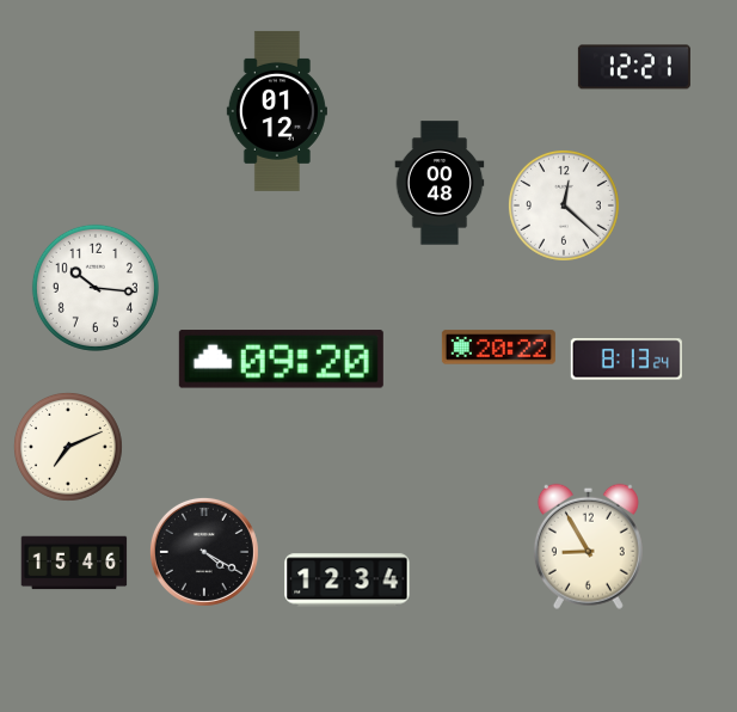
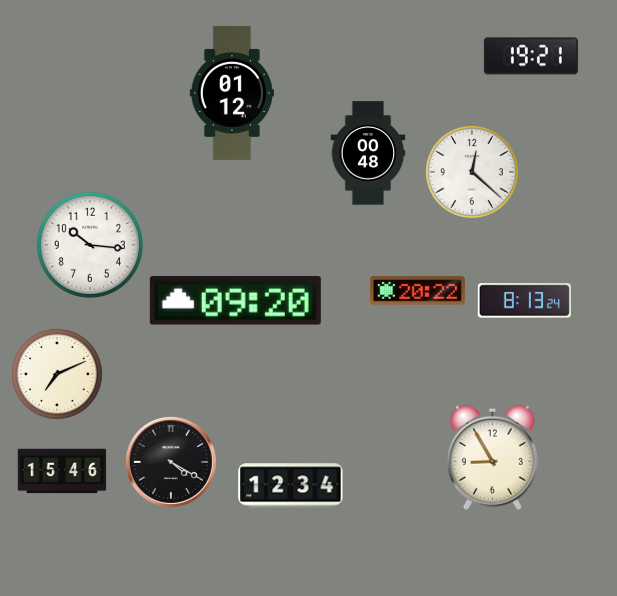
clock at (634, 67): 12:21 -> 19:21
clock at (96, 288) position: (96, 288) -> (90, 245)
